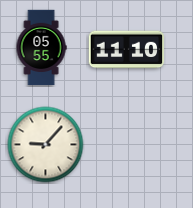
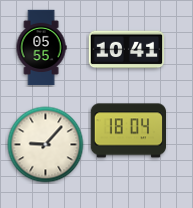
clock at (127, 50): 11:10 -> 10:41
clock at (129, 131): none -> 18:04
